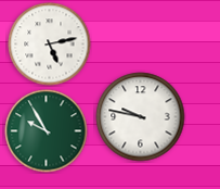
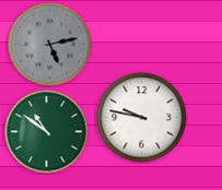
clock at (50, 45) dial: white -> grey
clock at (47, 131): 9:55 -> 10:51
